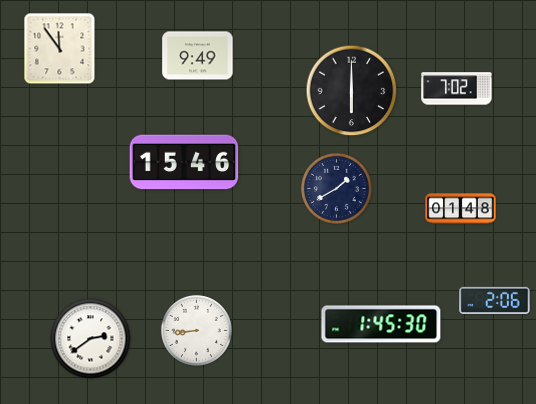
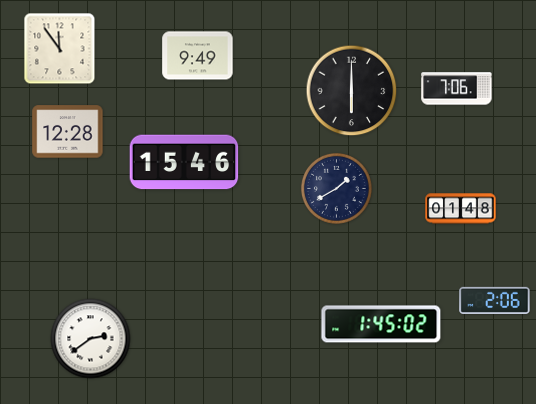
clock at (457, 89): 7:02 -> 7:06
clock at (68, 132): none -> 12:28
clock at (381, 324): 1:45:30 -> 1:45:02
clock at (196, 330): 8:44 -> none
